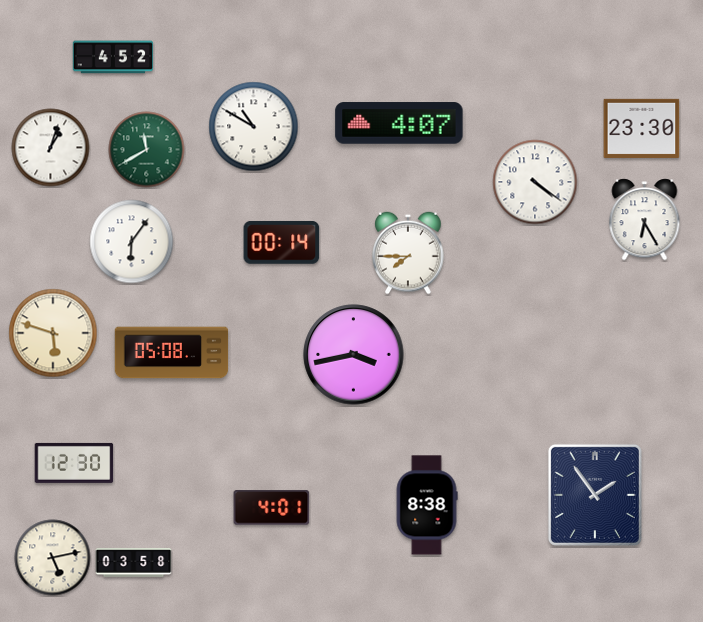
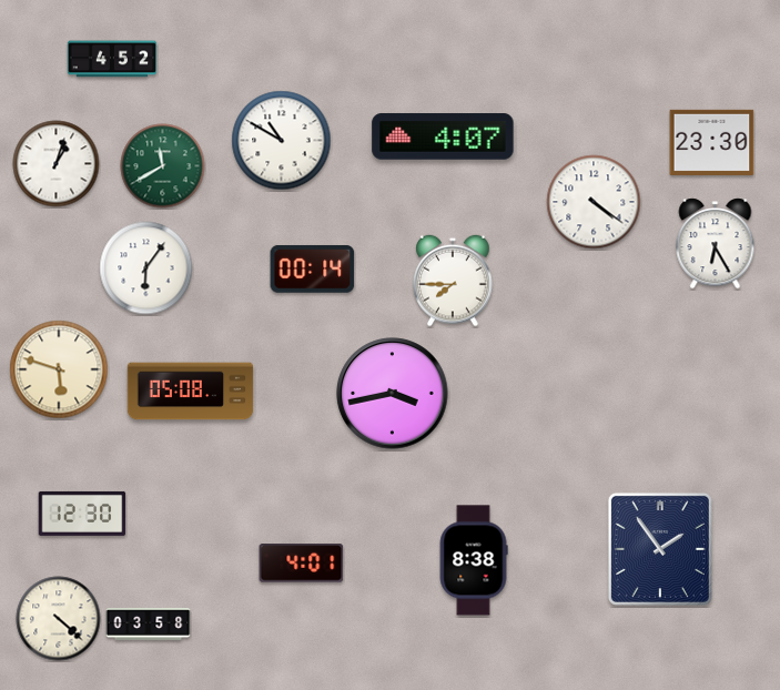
clock at (113, 57) position: (113, 57) -> (112, 59)
clock at (53, 558): 5:13 -> 4:22
